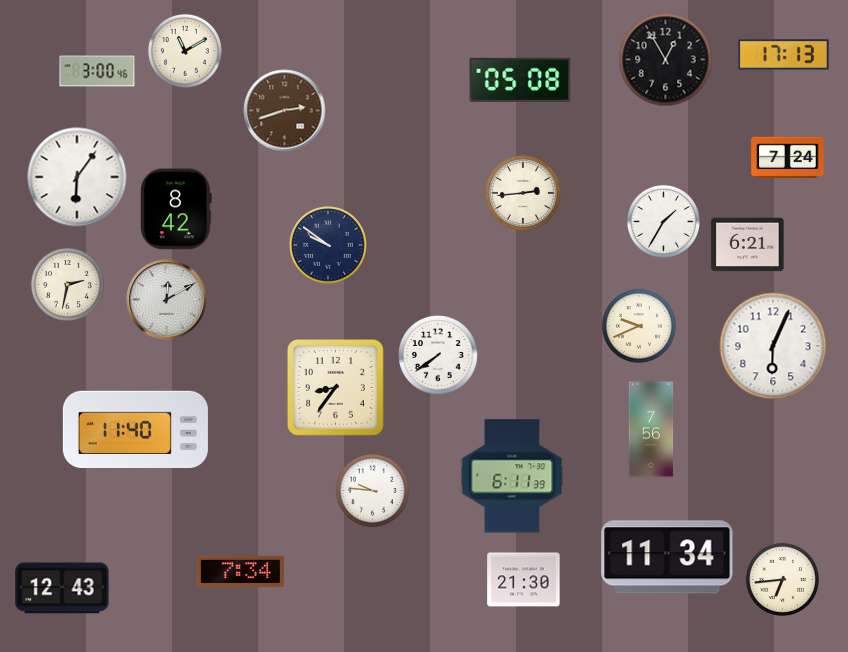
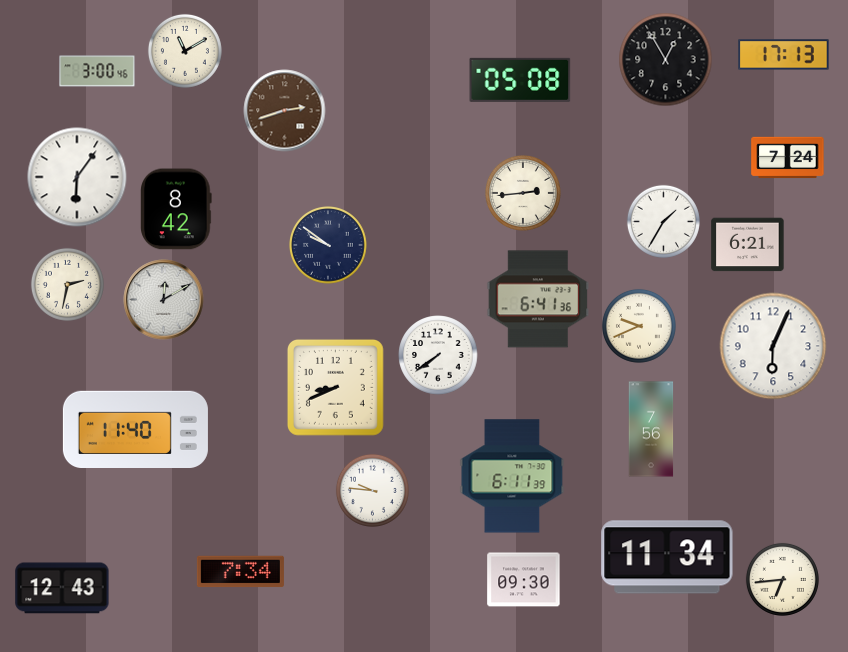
clock at (538, 299): none -> 6:41
clock at (167, 300) position: (167, 300) -> (164, 300)
clock at (335, 387): 8:36 -> 8:41
clock at (524, 580): 21:30 -> 09:30
